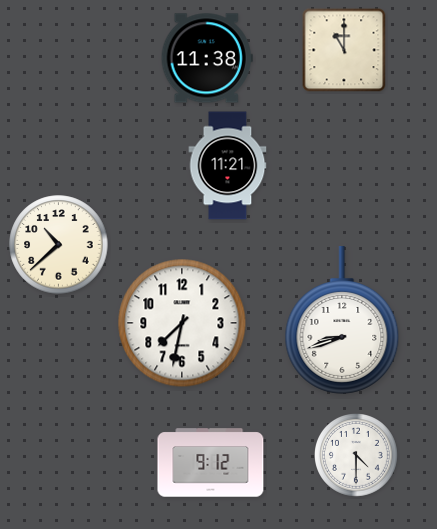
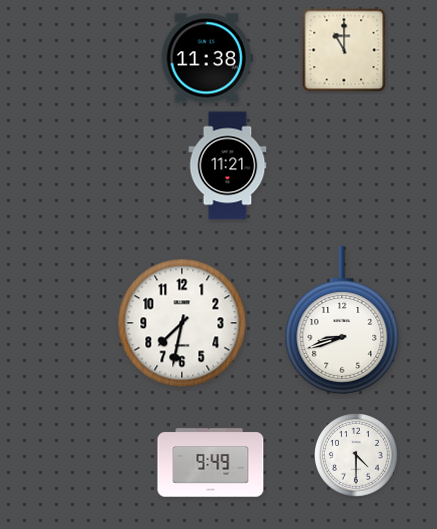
clock at (59, 245): 10:38 -> none
clock at (211, 463): 9:12 -> 9:49
